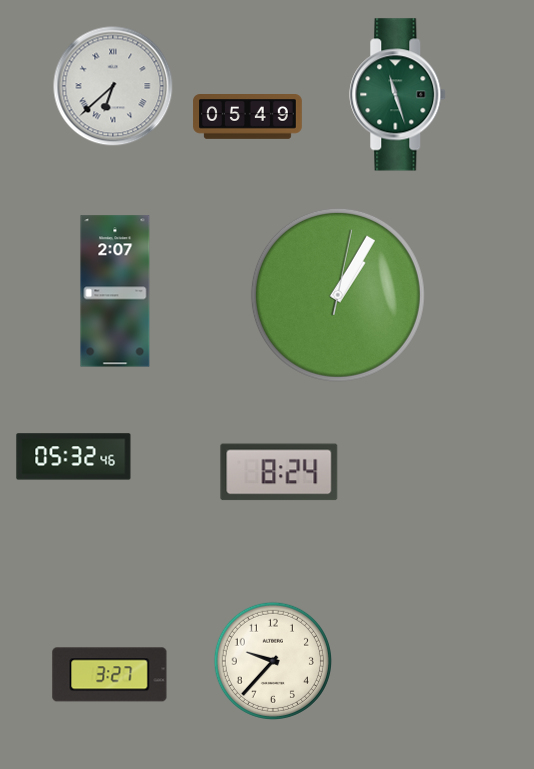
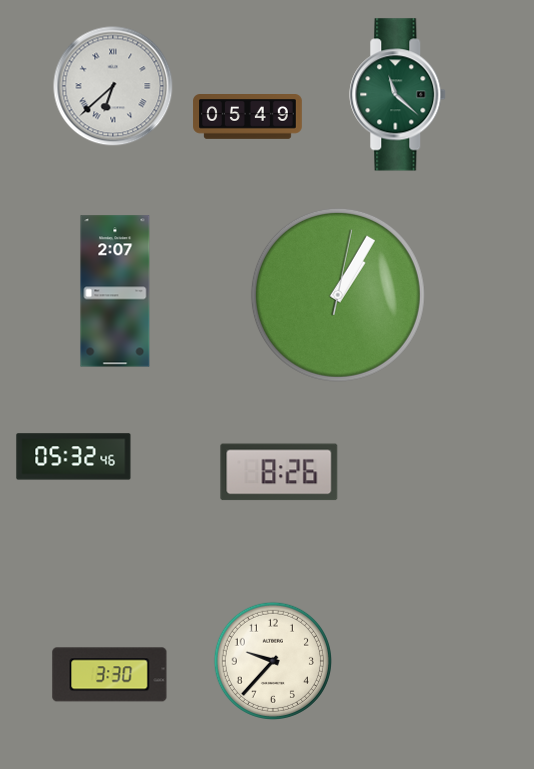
clock at (398, 95): 11:27 -> 11:22
clock at (279, 472): 8:24 -> 8:26
clock at (110, 675): 3:27 -> 3:30
